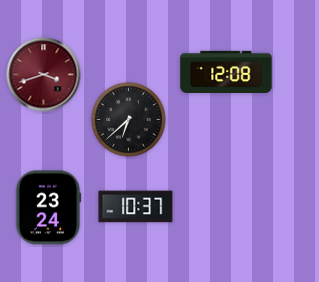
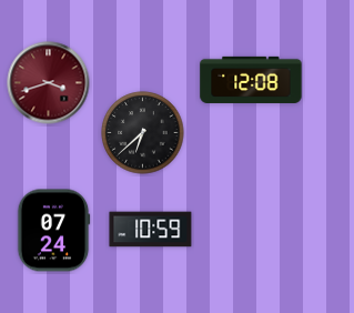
clock at (136, 207): 10:37 -> 10:59
clock at (48, 208): 23:24 -> 07:24
